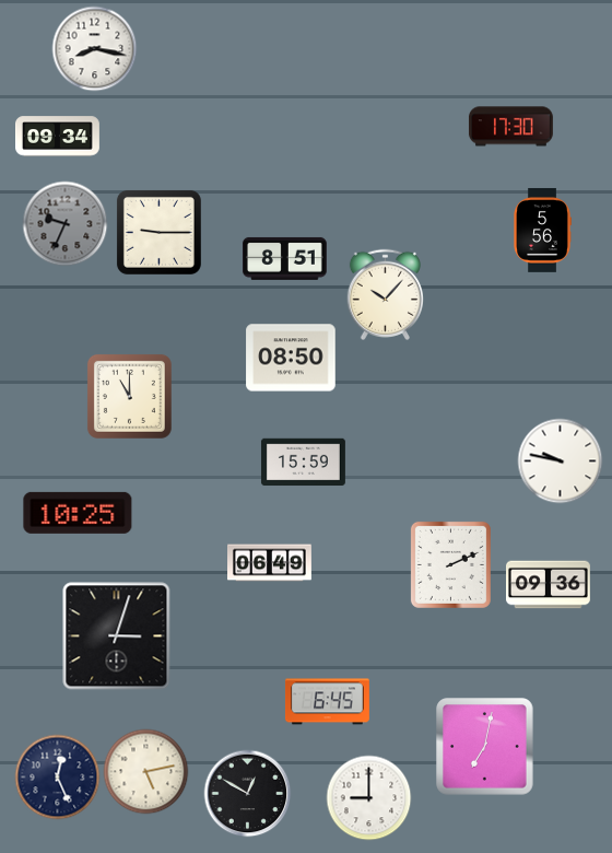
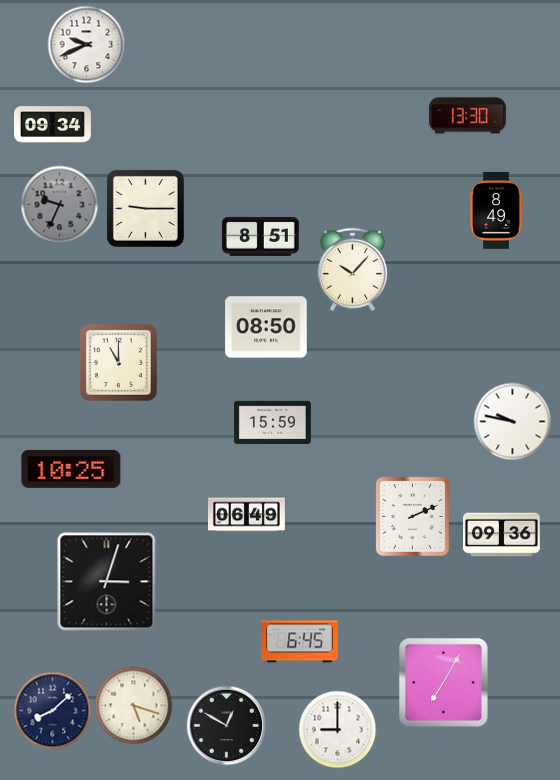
clock at (94, 48): 8:17 -> 9:41
clock at (510, 127): 17:30 -> 13:30
clock at (542, 230): 5:56 -> 8:49
clock at (158, 232) position: (158, 232) -> (145, 208)
clock at (303, 463) position: (303, 463) -> (272, 423)
clock at (485, 747): 7:02 -> 7:05
clock at (145, 771): 5:13 -> 5:18
clock at (57, 776): 12:26 -> 8:08
